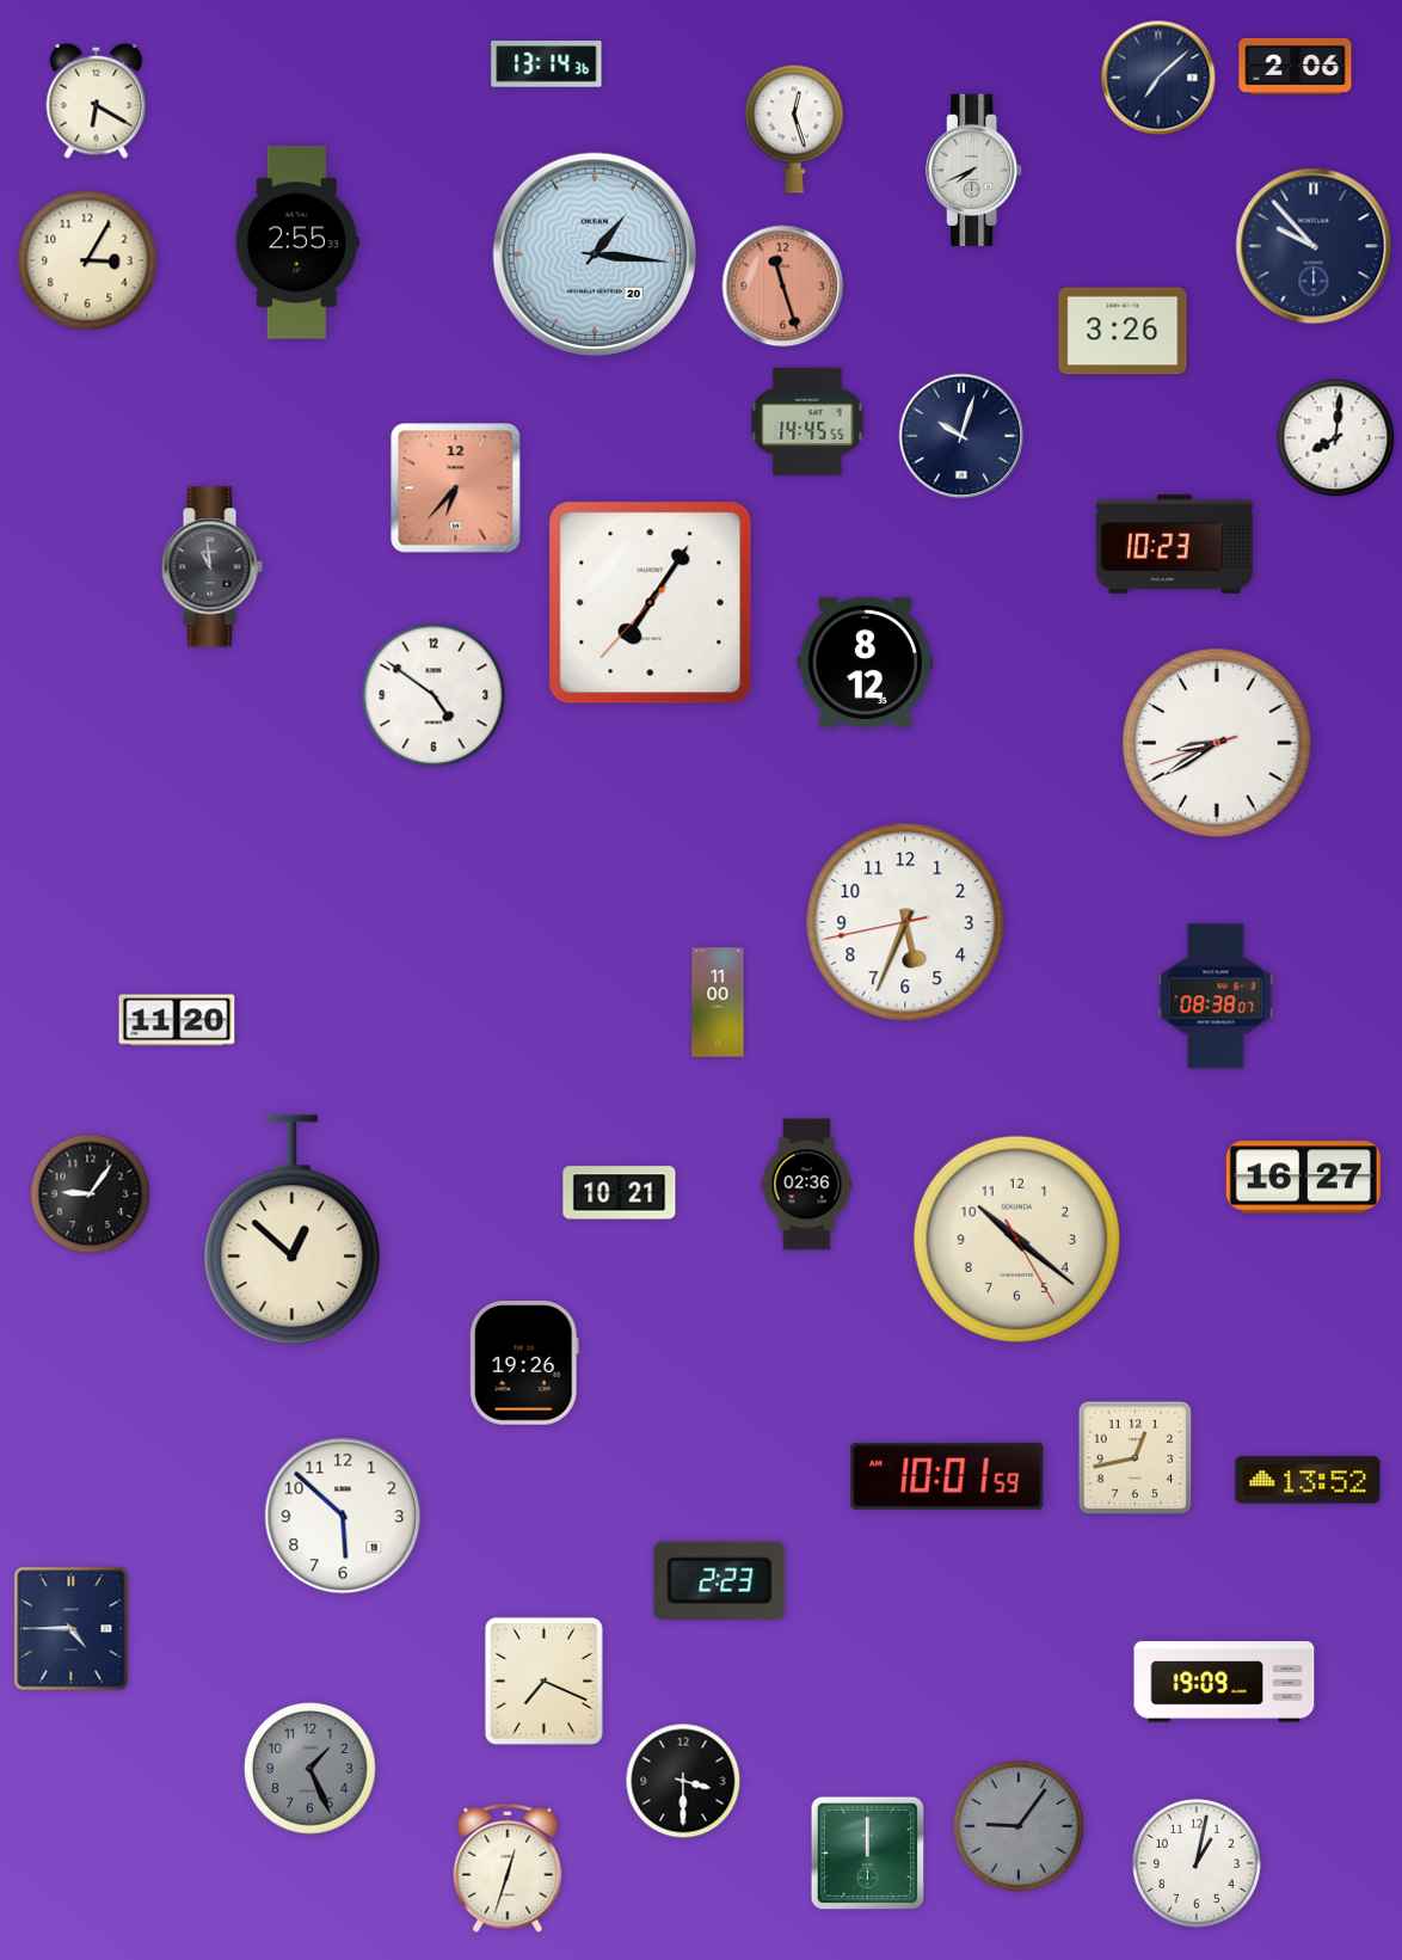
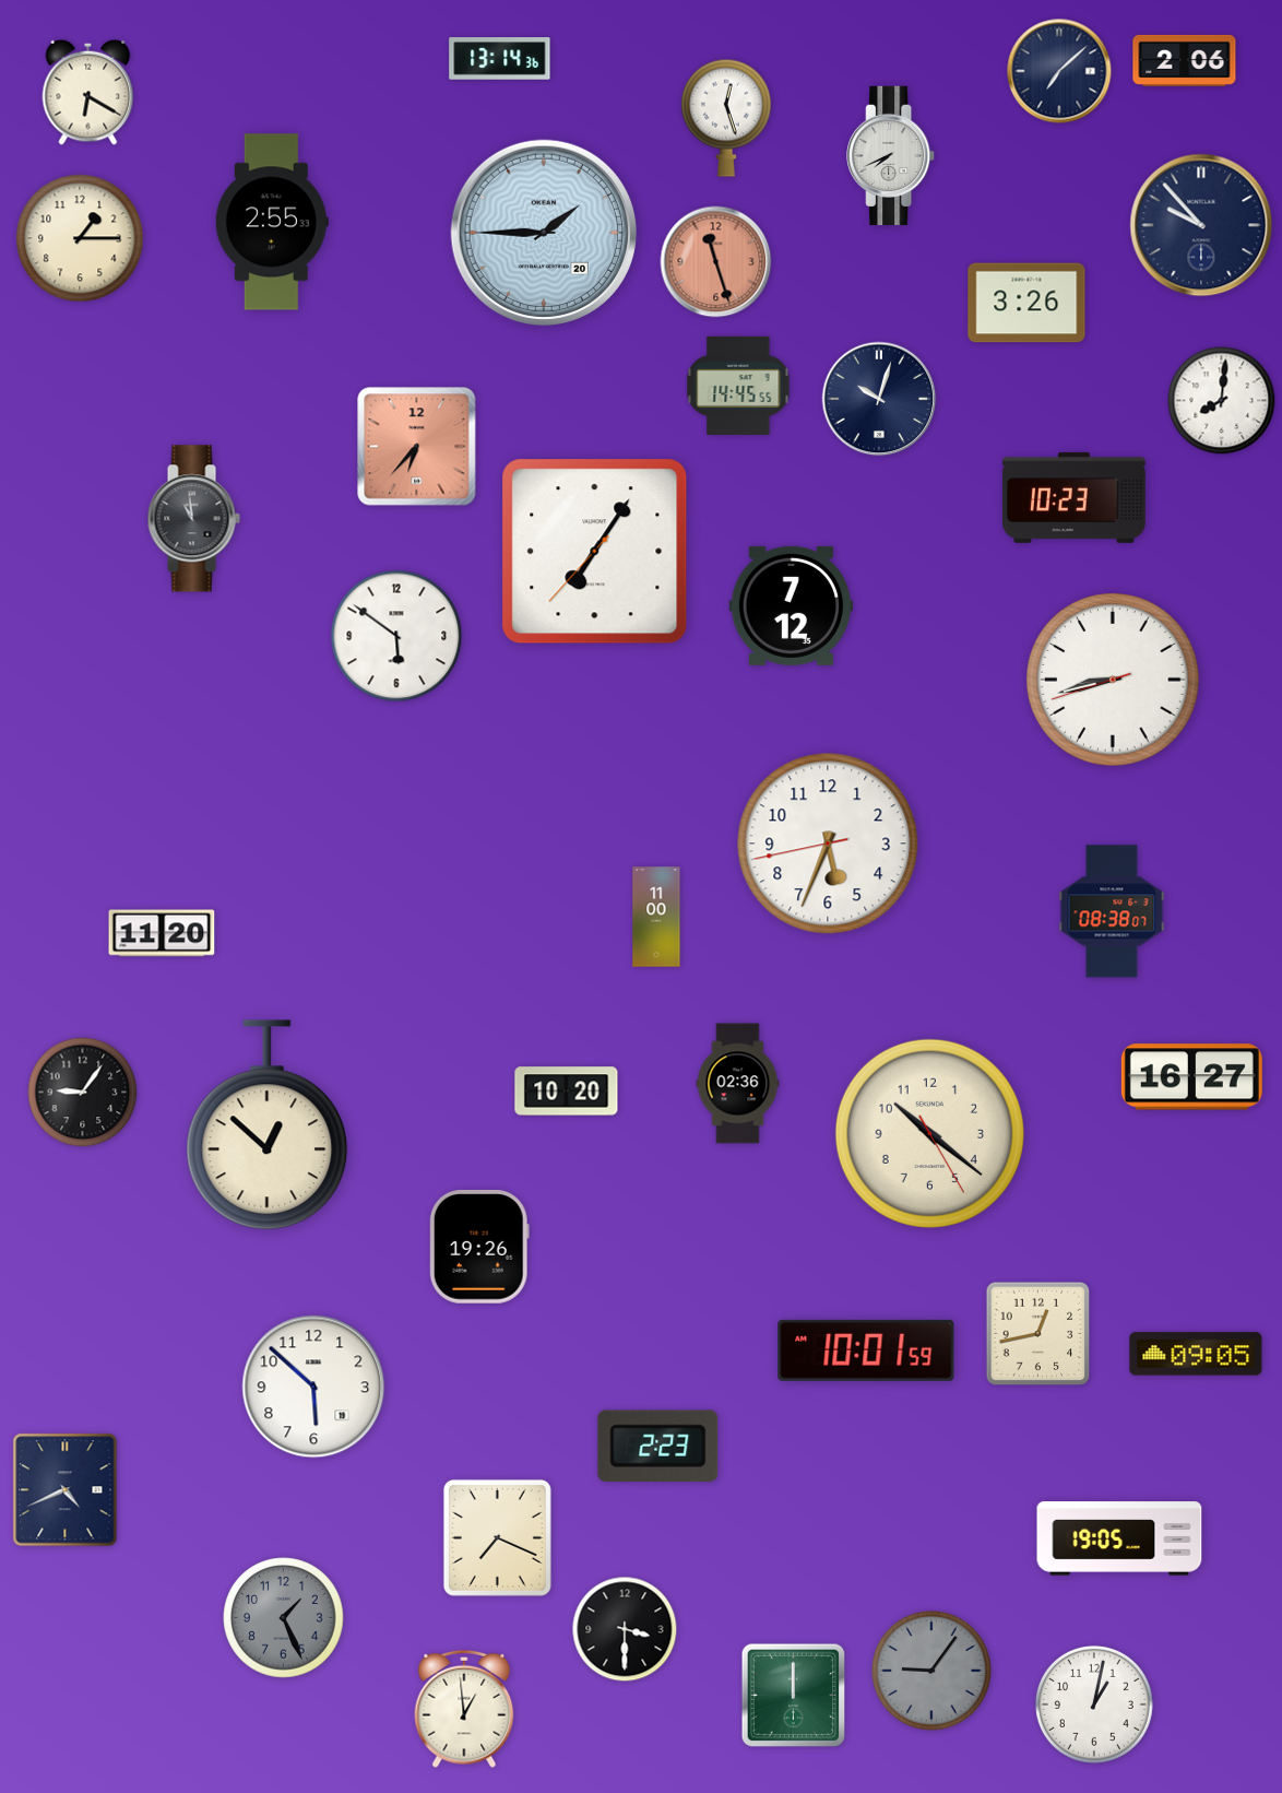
clock at (595, 254): 1:16 -> 1:45
clock at (87, 260): 3:05 -> 1:15
clock at (865, 662): 8:12 -> 7:12
clock at (433, 695): 4:51 -> 5:51
clock at (1217, 743): 8:39 -> 8:42
clock at (620, 1193): 10:21 -> 10:20
clock at (1308, 1480): 13:52 -> 09:05
clock at (72, 1629): 4:45 -> 4:41
clock at (1224, 1682): 19:09 -> 19:05
clock at (508, 1868): 12:33 -> 12:59
